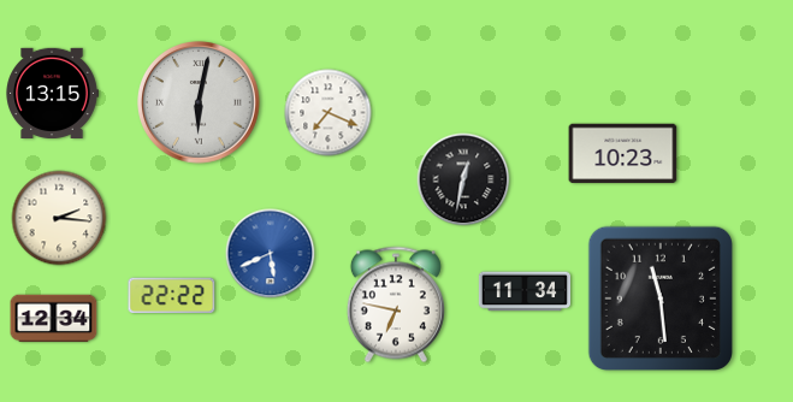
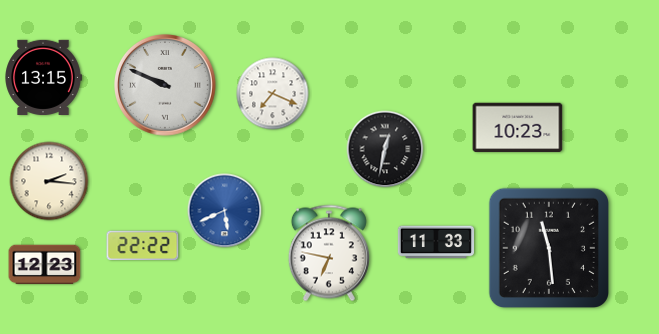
clock at (200, 104): 6:02 -> 9:49
clock at (523, 291): 11:34 -> 11:33
clock at (54, 319): 12:34 -> 12:23
